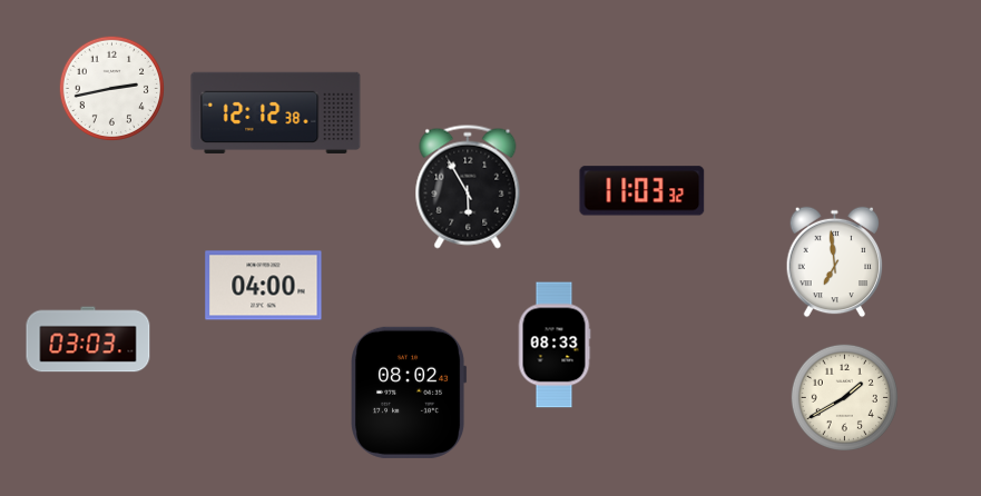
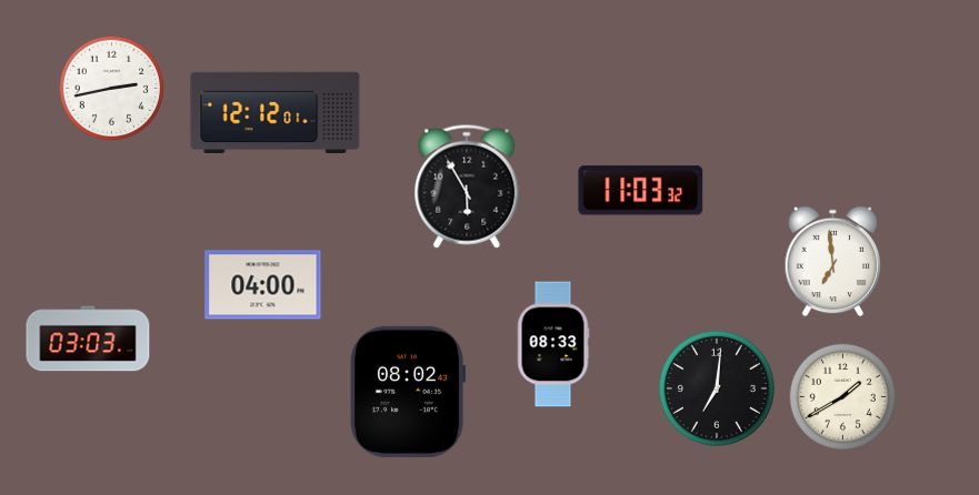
clock at (276, 112): 12:12:38 -> 12:12:01
clock at (717, 388): none -> 7:01
